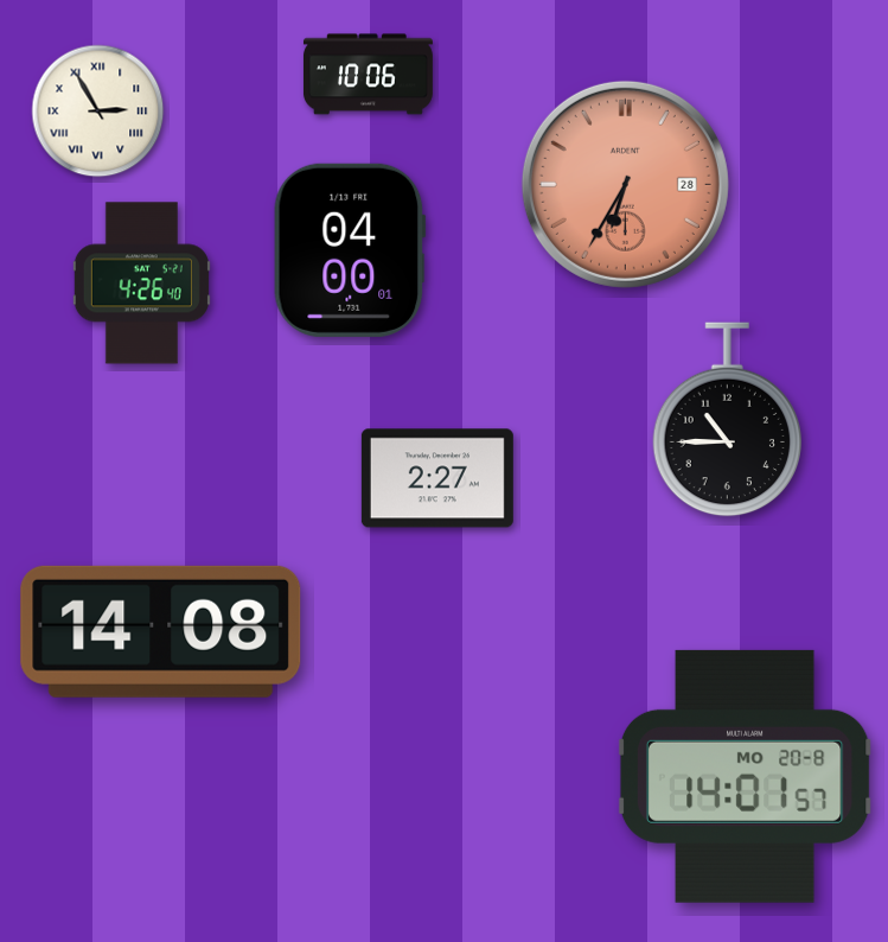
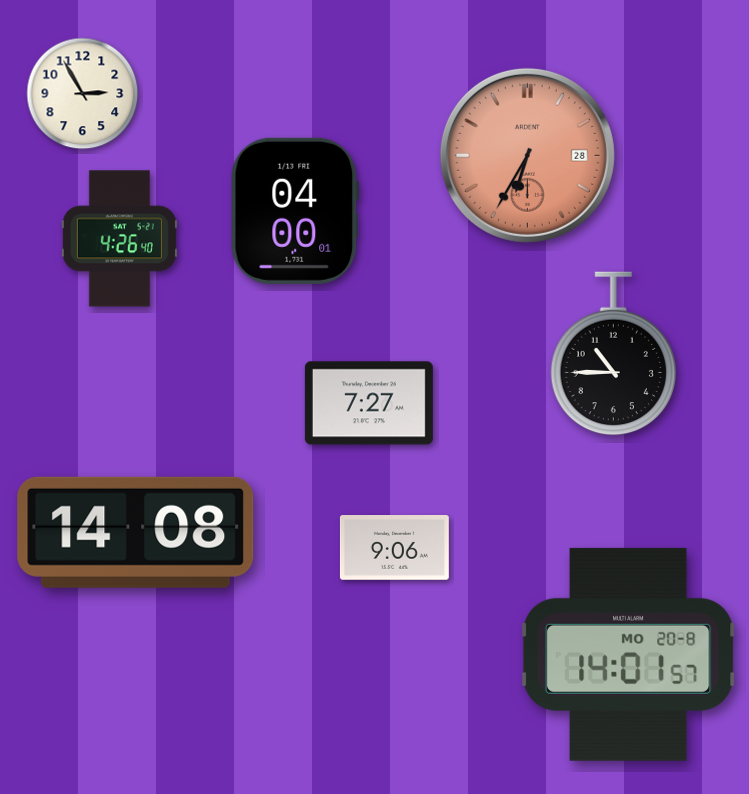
clock at (368, 75): 10:06 -> none
clock at (98, 112) numerals: Roman -> Arabic
clock at (437, 478): 2:27 -> 7:27
clock at (394, 548): none -> 9:06
